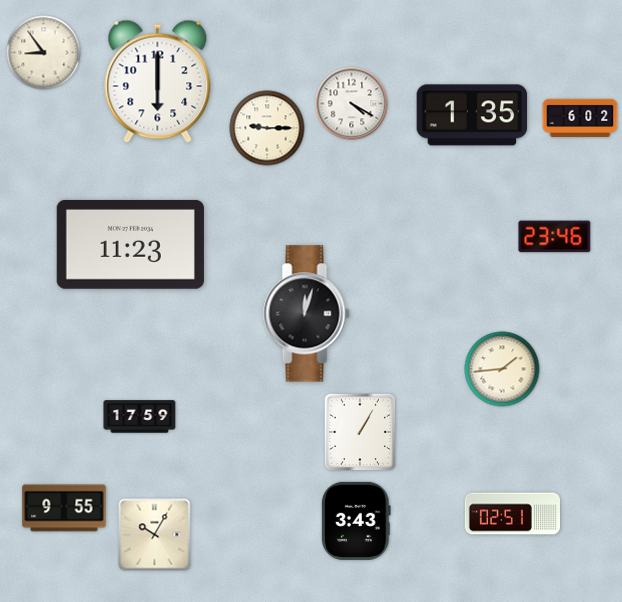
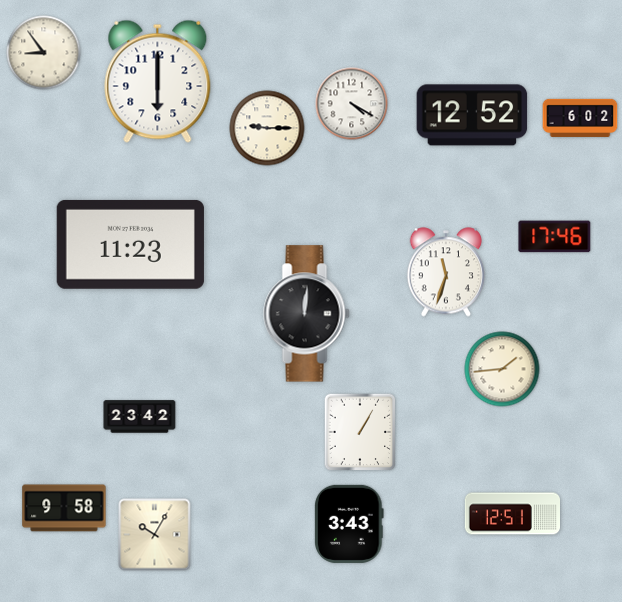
clock at (472, 115): 1:35 -> 12:52
clock at (555, 237): 23:46 -> 17:46
clock at (445, 272): none -> 11:33
clock at (307, 314): 12:03 -> 12:01
clock at (140, 417): 17:59 -> 23:42
clock at (64, 508): 9:55 -> 9:58
clock at (512, 514): 02:51 -> 12:51
clock at (357, 521) position: (357, 521) -> (350, 524)
